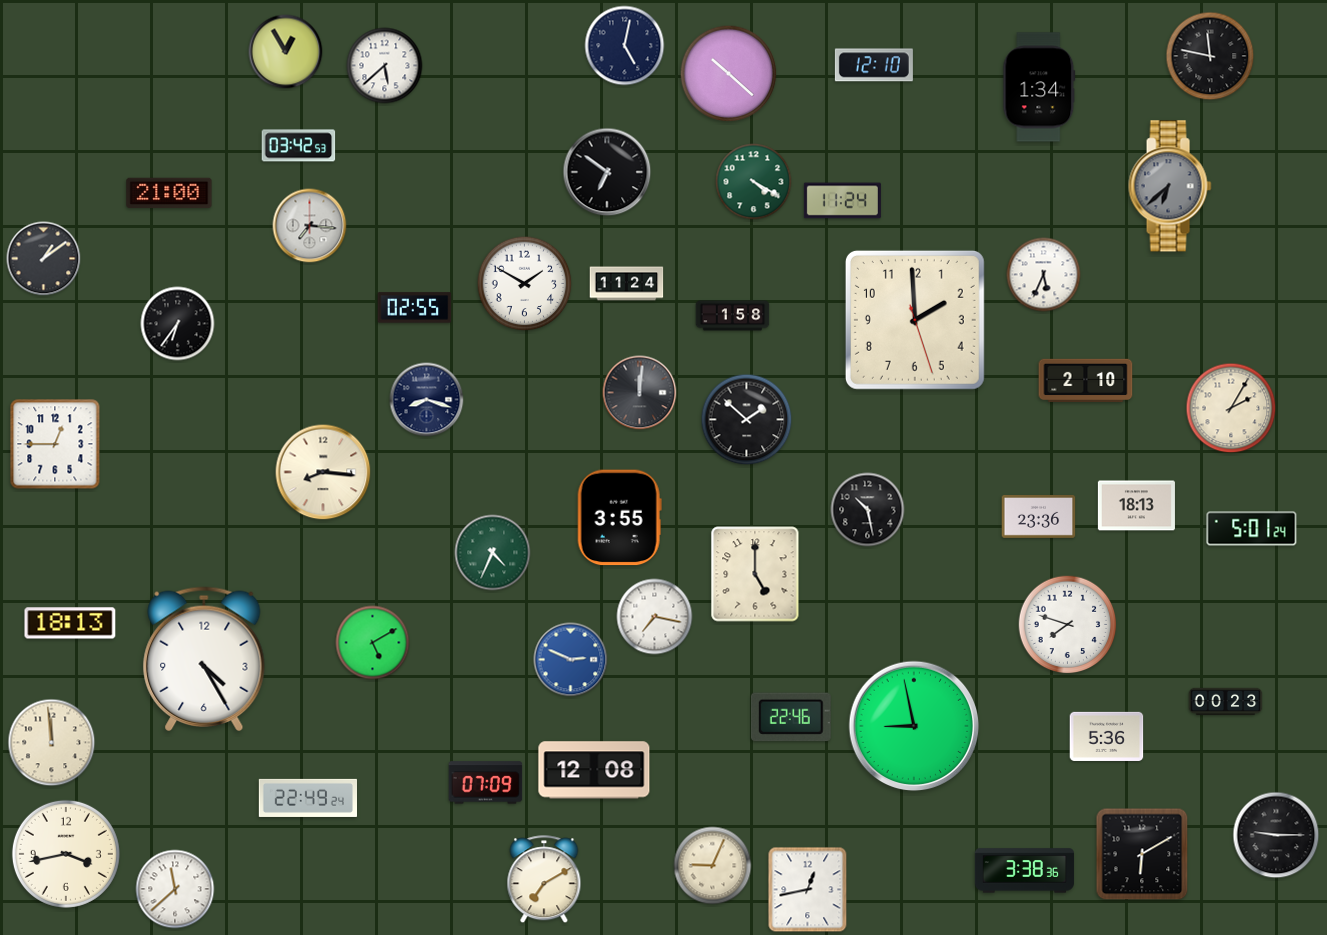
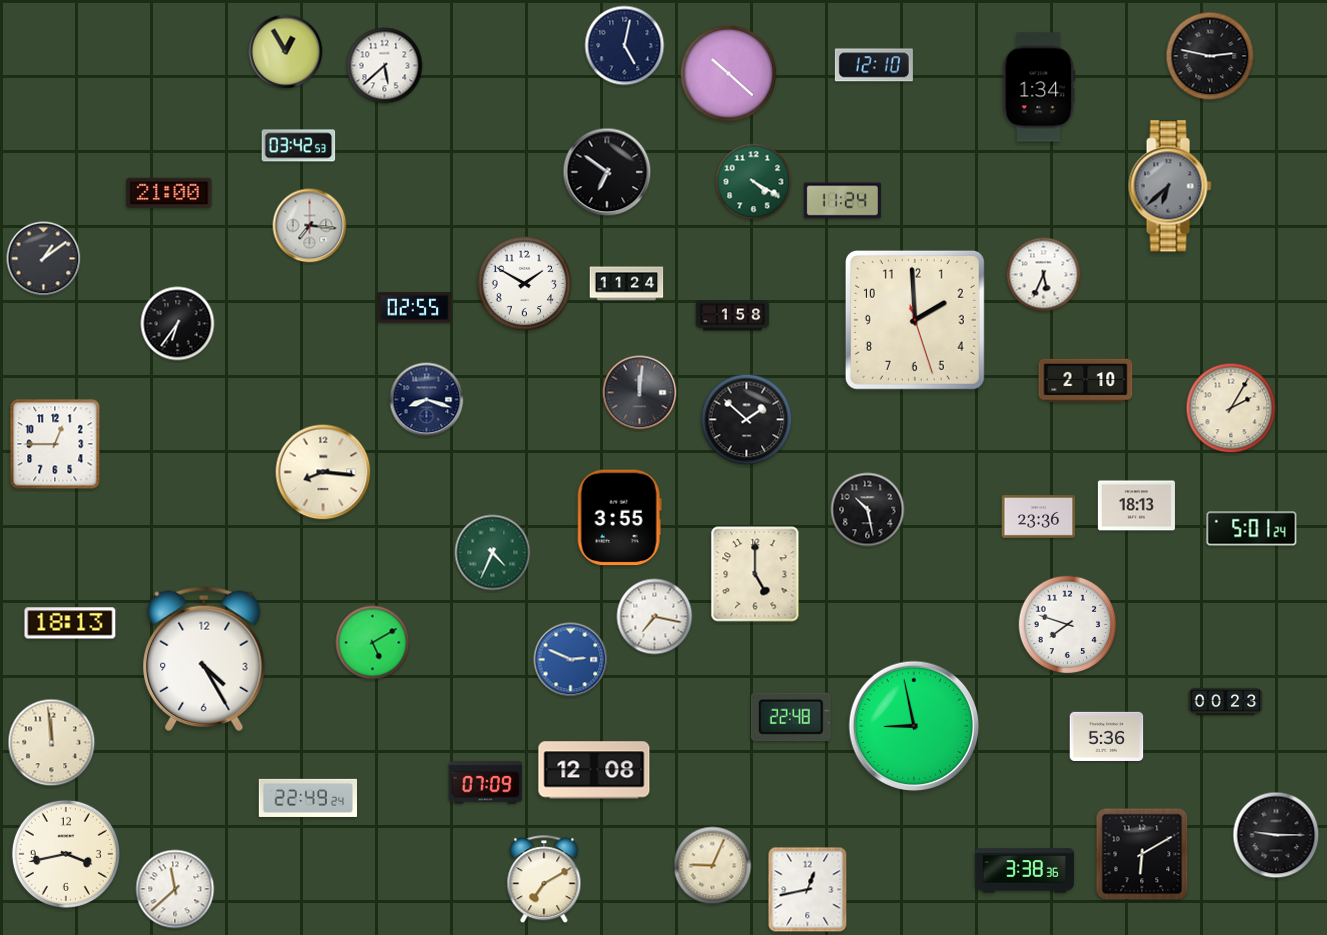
clock at (1210, 56): 11:47 -> 2:47
clock at (791, 717): 22:46 -> 22:48
